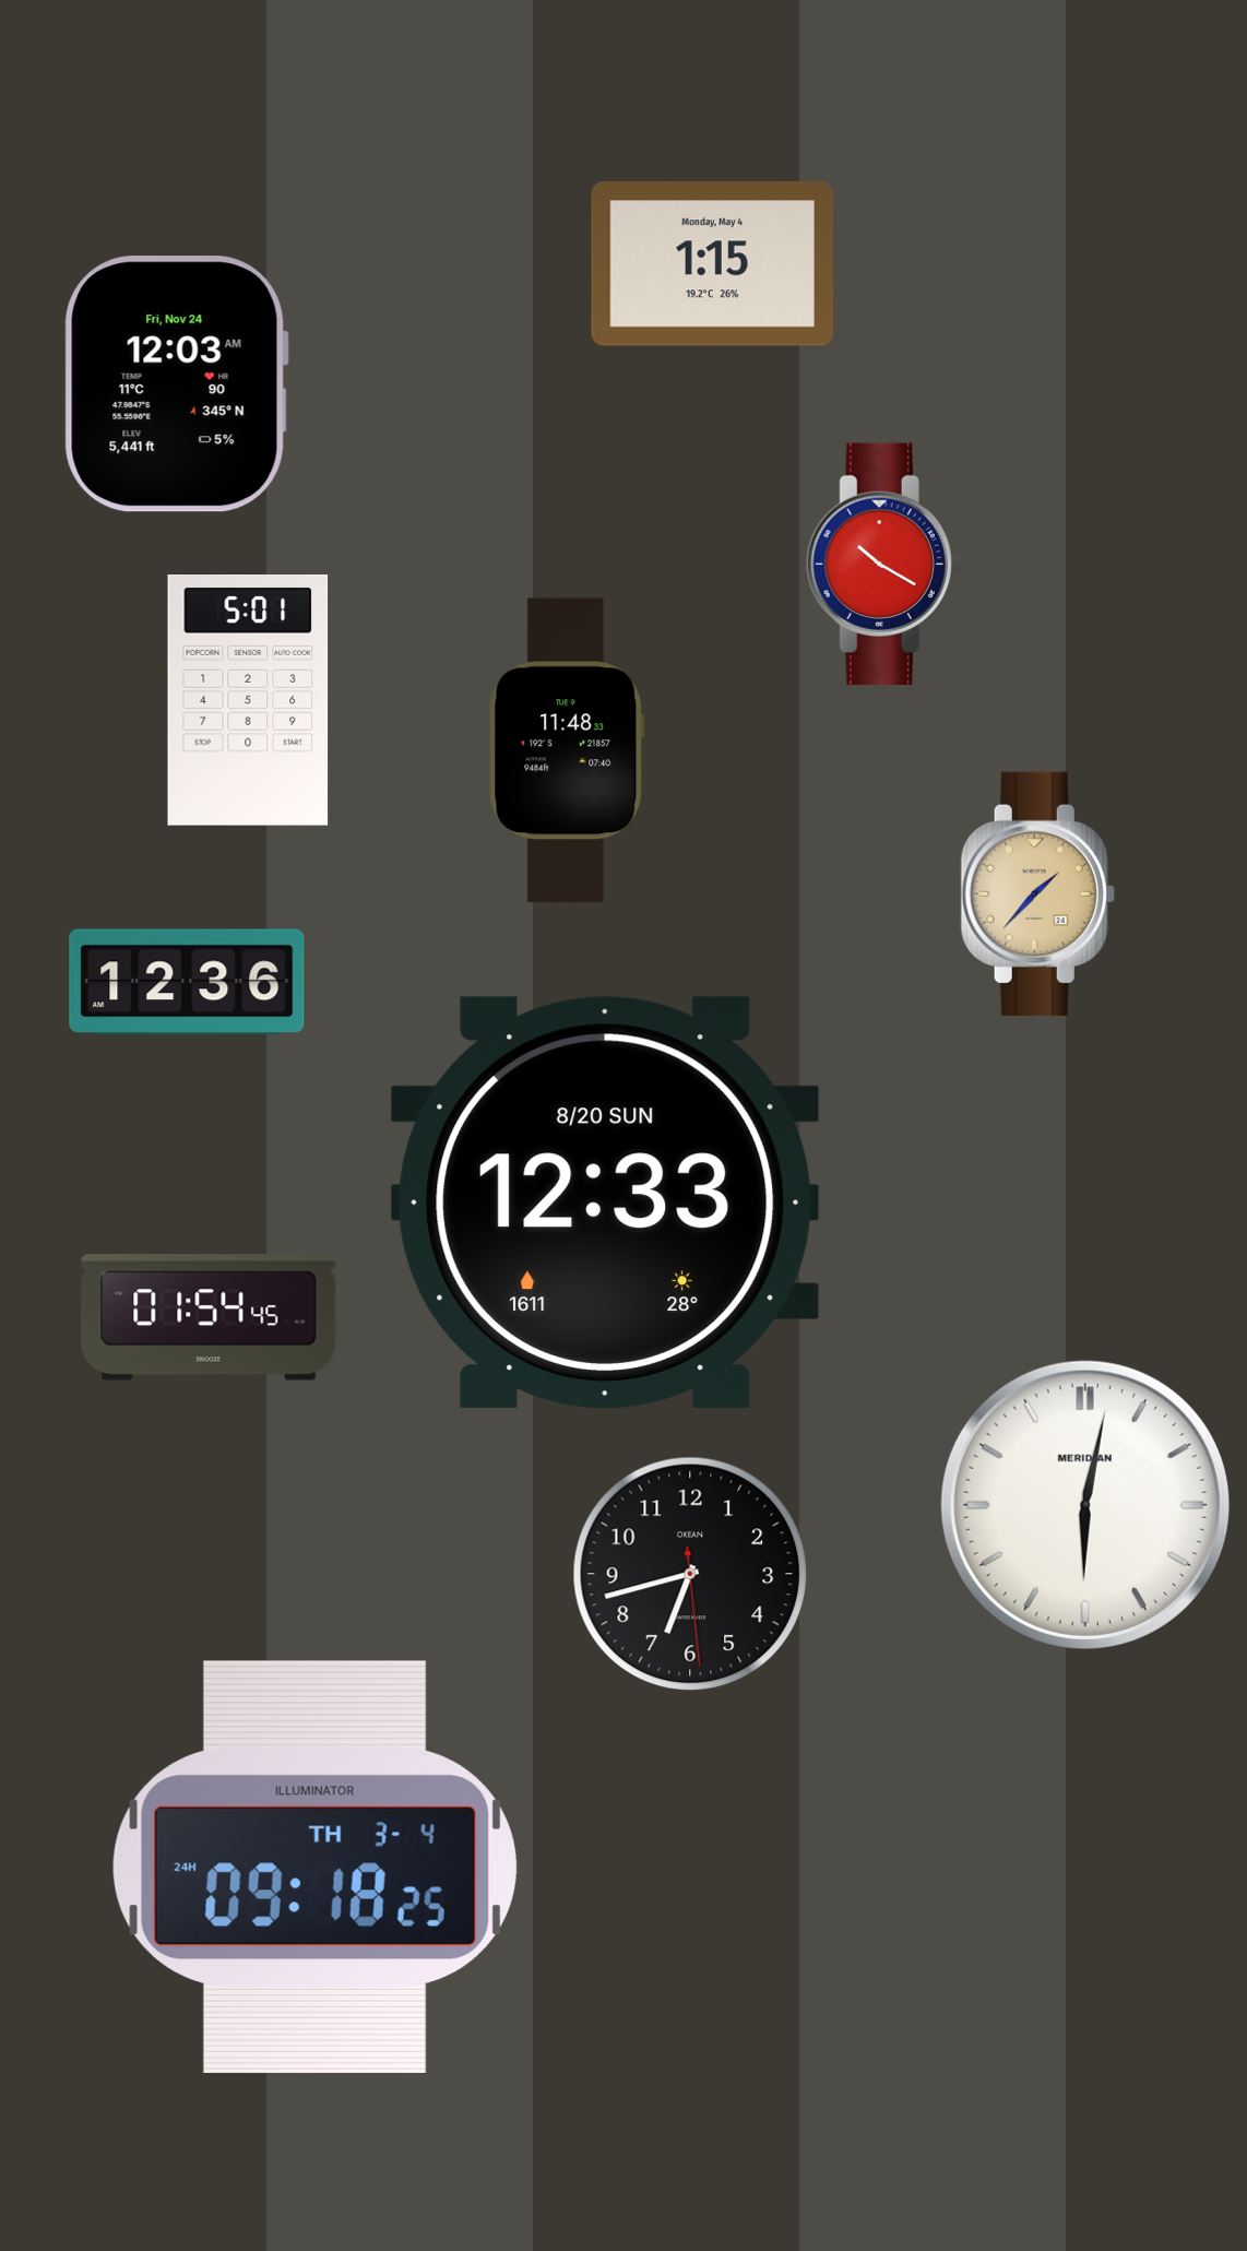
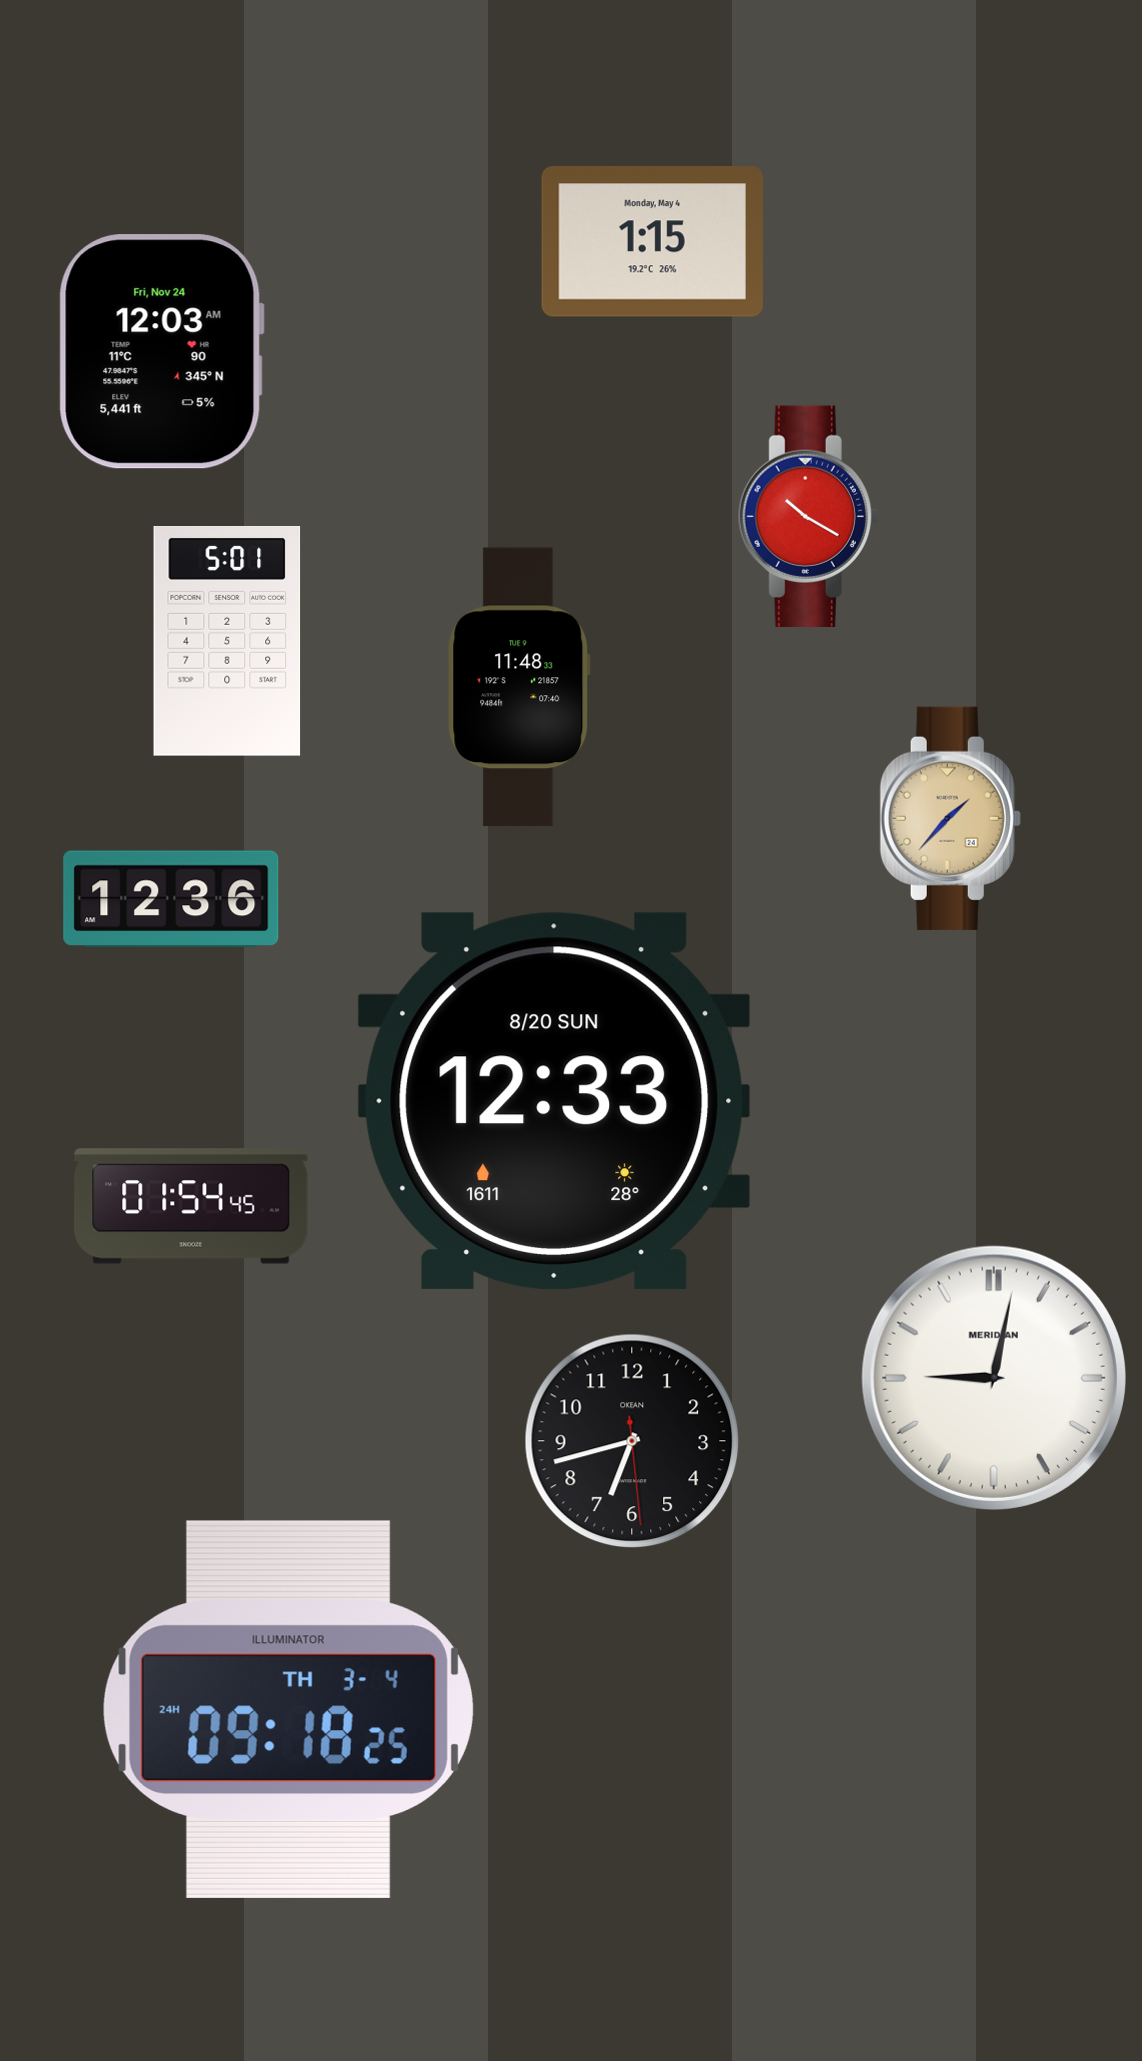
clock at (1085, 1505): 6:02 -> 9:02
